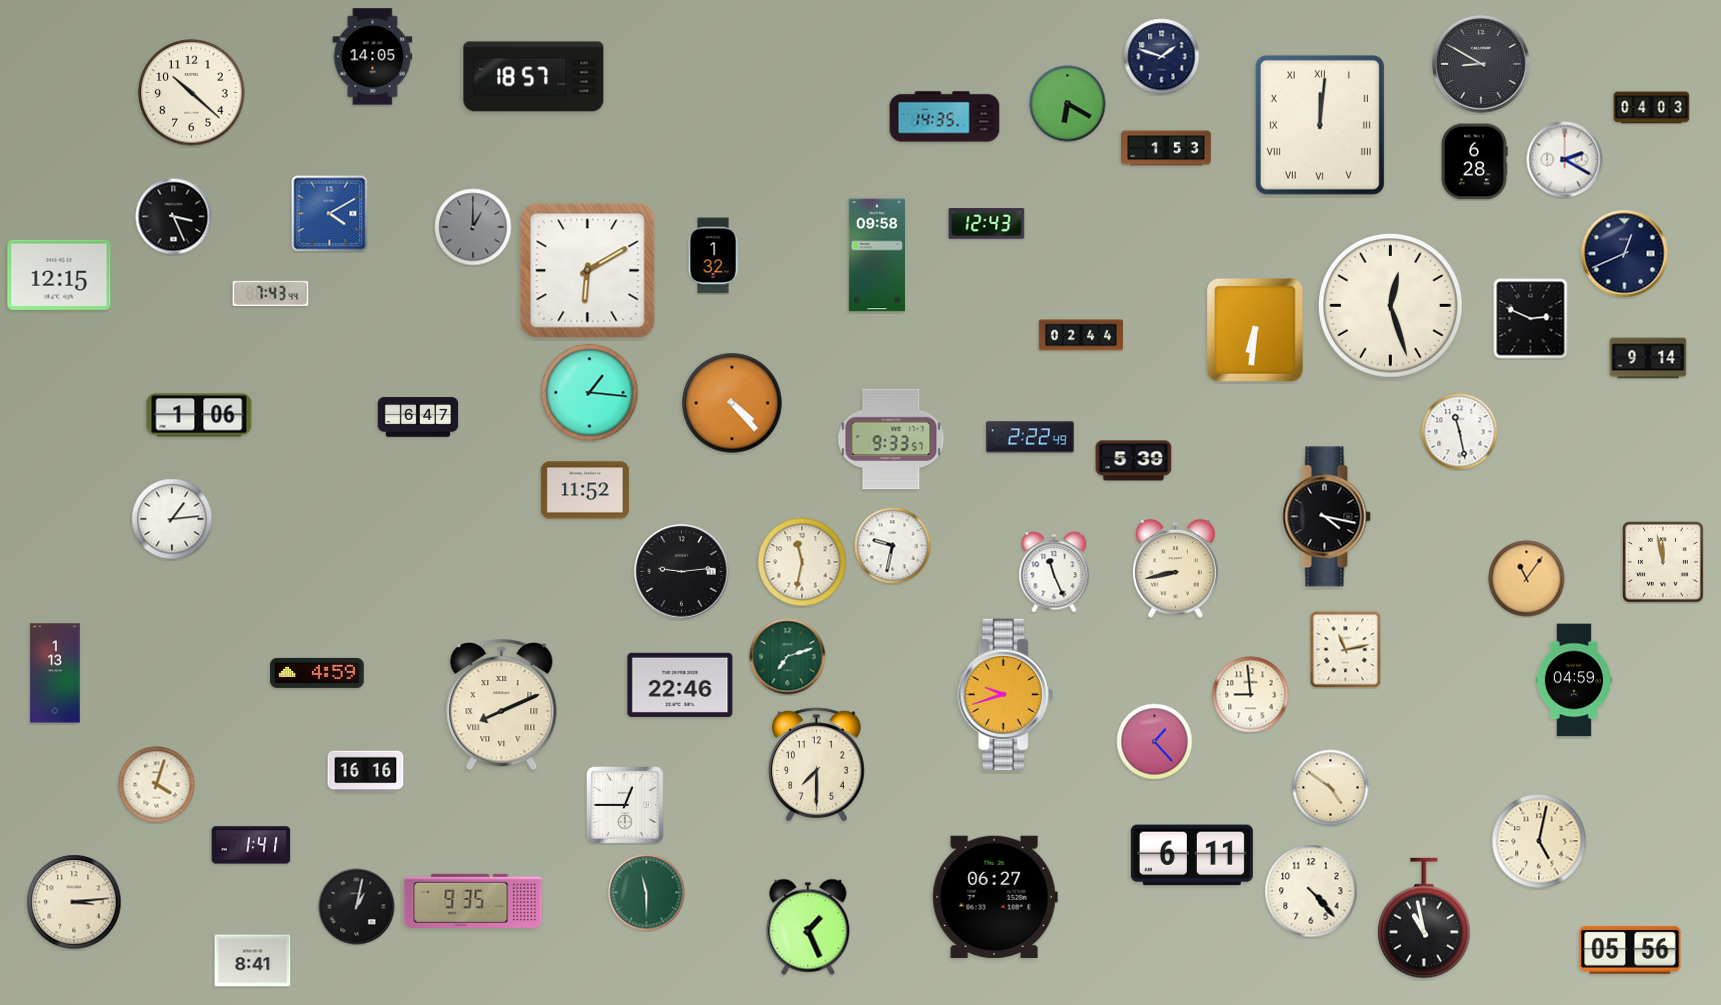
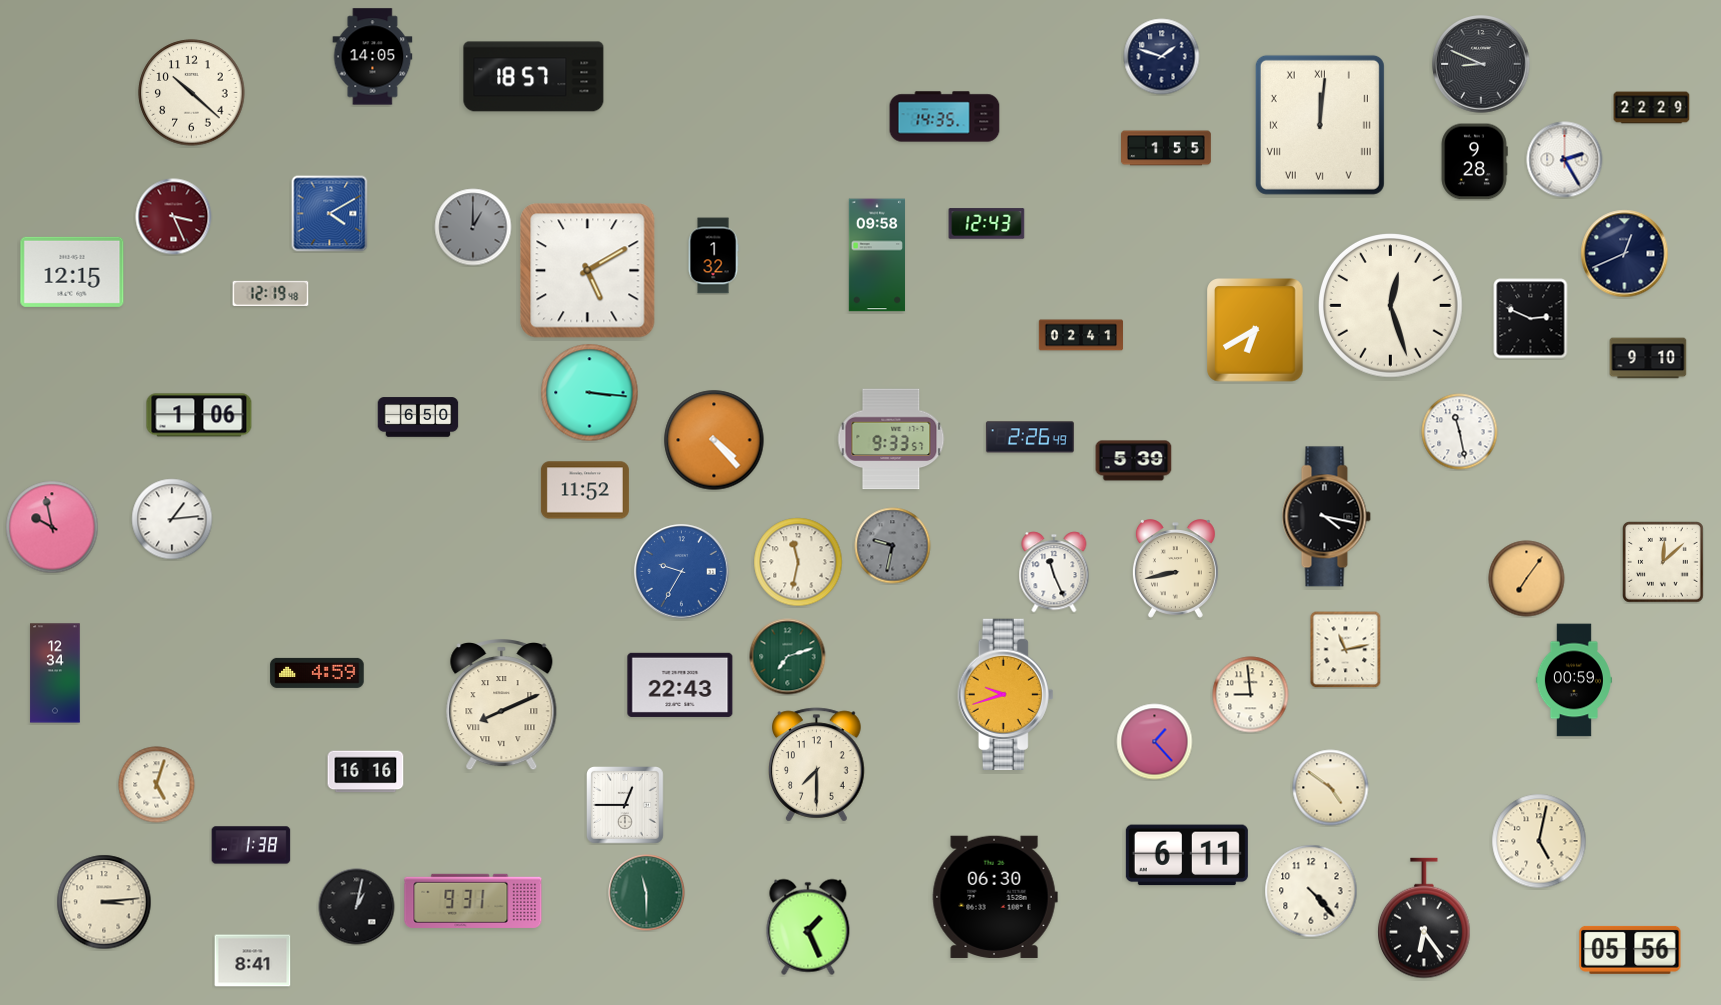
clock at (1481, 64): 8:50 -> 8:49
clock at (1068, 104): 6:20 -> none
clock at (1652, 108): 04:03 -> 22:29
clock at (1167, 148): 1:53 -> 1:55
clock at (1565, 160): 2:20 -> 2:25
clock at (1474, 162): 6:28 -> 9:28
clock at (174, 217) dial: black -> burgundy
clock at (588, 271): 6:10 -> 5:10
clock at (59, 275) position: (59, 275) -> (72, 272)
clock at (271, 293): 7:43 -> 12:19
clock at (1256, 330): 6:31 -> 6:40
clock at (1080, 335): 02:44 -> 02:41
clock at (1648, 358): 9:14 -> 9:10
clock at (590, 393): 1:16 -> 3:16
clock at (732, 403) position: (732, 403) -> (714, 440)
clock at (418, 417): 6:47 -> 6:50
clock at (1030, 437): 2:22 -> 2:26
clock at (52, 527): none -> 9:58
clock at (893, 546) dial: white -> grey
clock at (802, 562) position: (802, 562) -> (798, 562)
clock at (1664, 563): 11:58 -> 12:08
clock at (682, 572): 9:14 -> 9:35
clock at (682, 572) dial: black -> blue
clock at (1527, 579): 11:06 -> 7:06
clock at (55, 673): 1:13 -> 12:34
clock at (1574, 680): 04:59 -> 00:59
clock at (680, 685): 22:46 -> 22:43
clock at (157, 785): 4:03 -> 5:03
clock at (251, 845): 1:41 -> 1:38
clock at (1192, 855) position: (1192, 855) -> (1187, 855)
clock at (995, 897): 06:27 -> 06:30
clock at (473, 901): 9:35 -> 9:31
clock at (74, 902) position: (74, 902) -> (104, 902)
clock at (1424, 918): 10:58 -> 6:24
